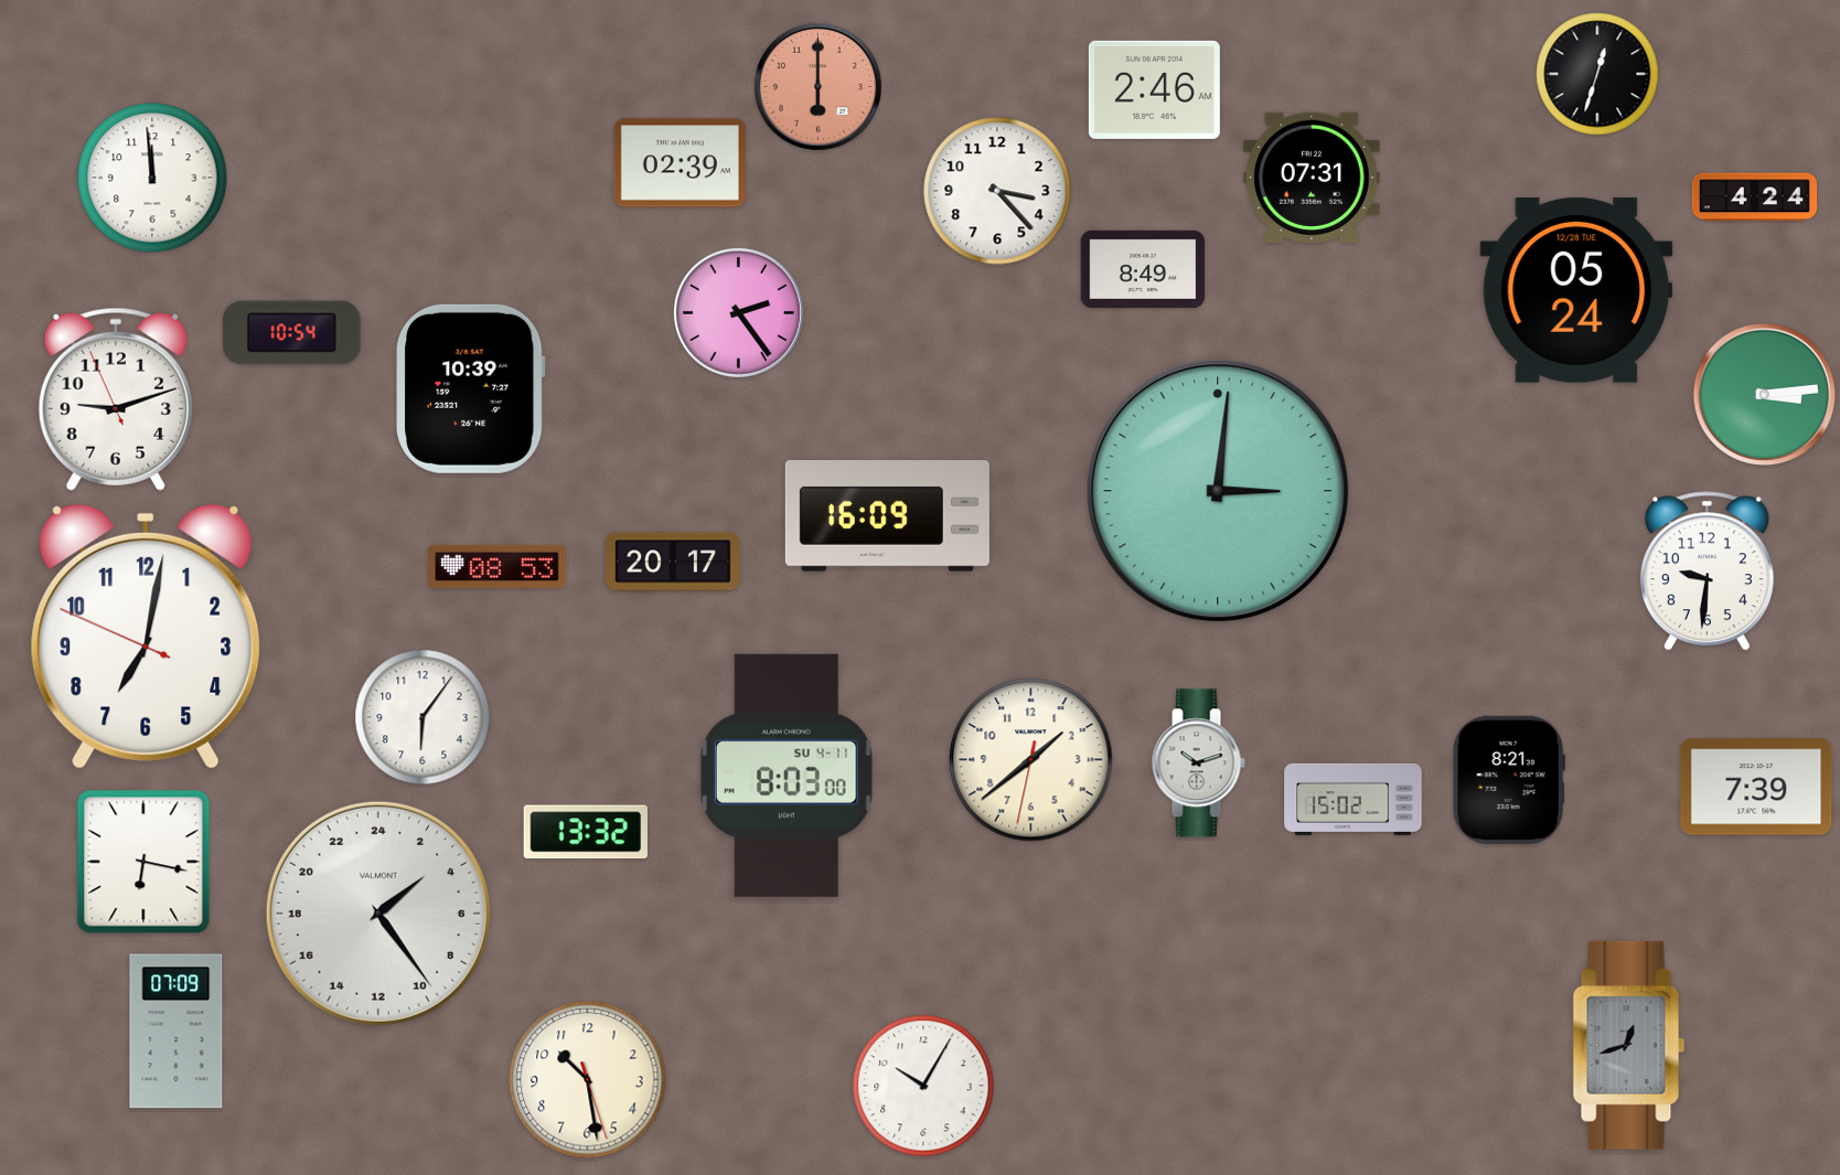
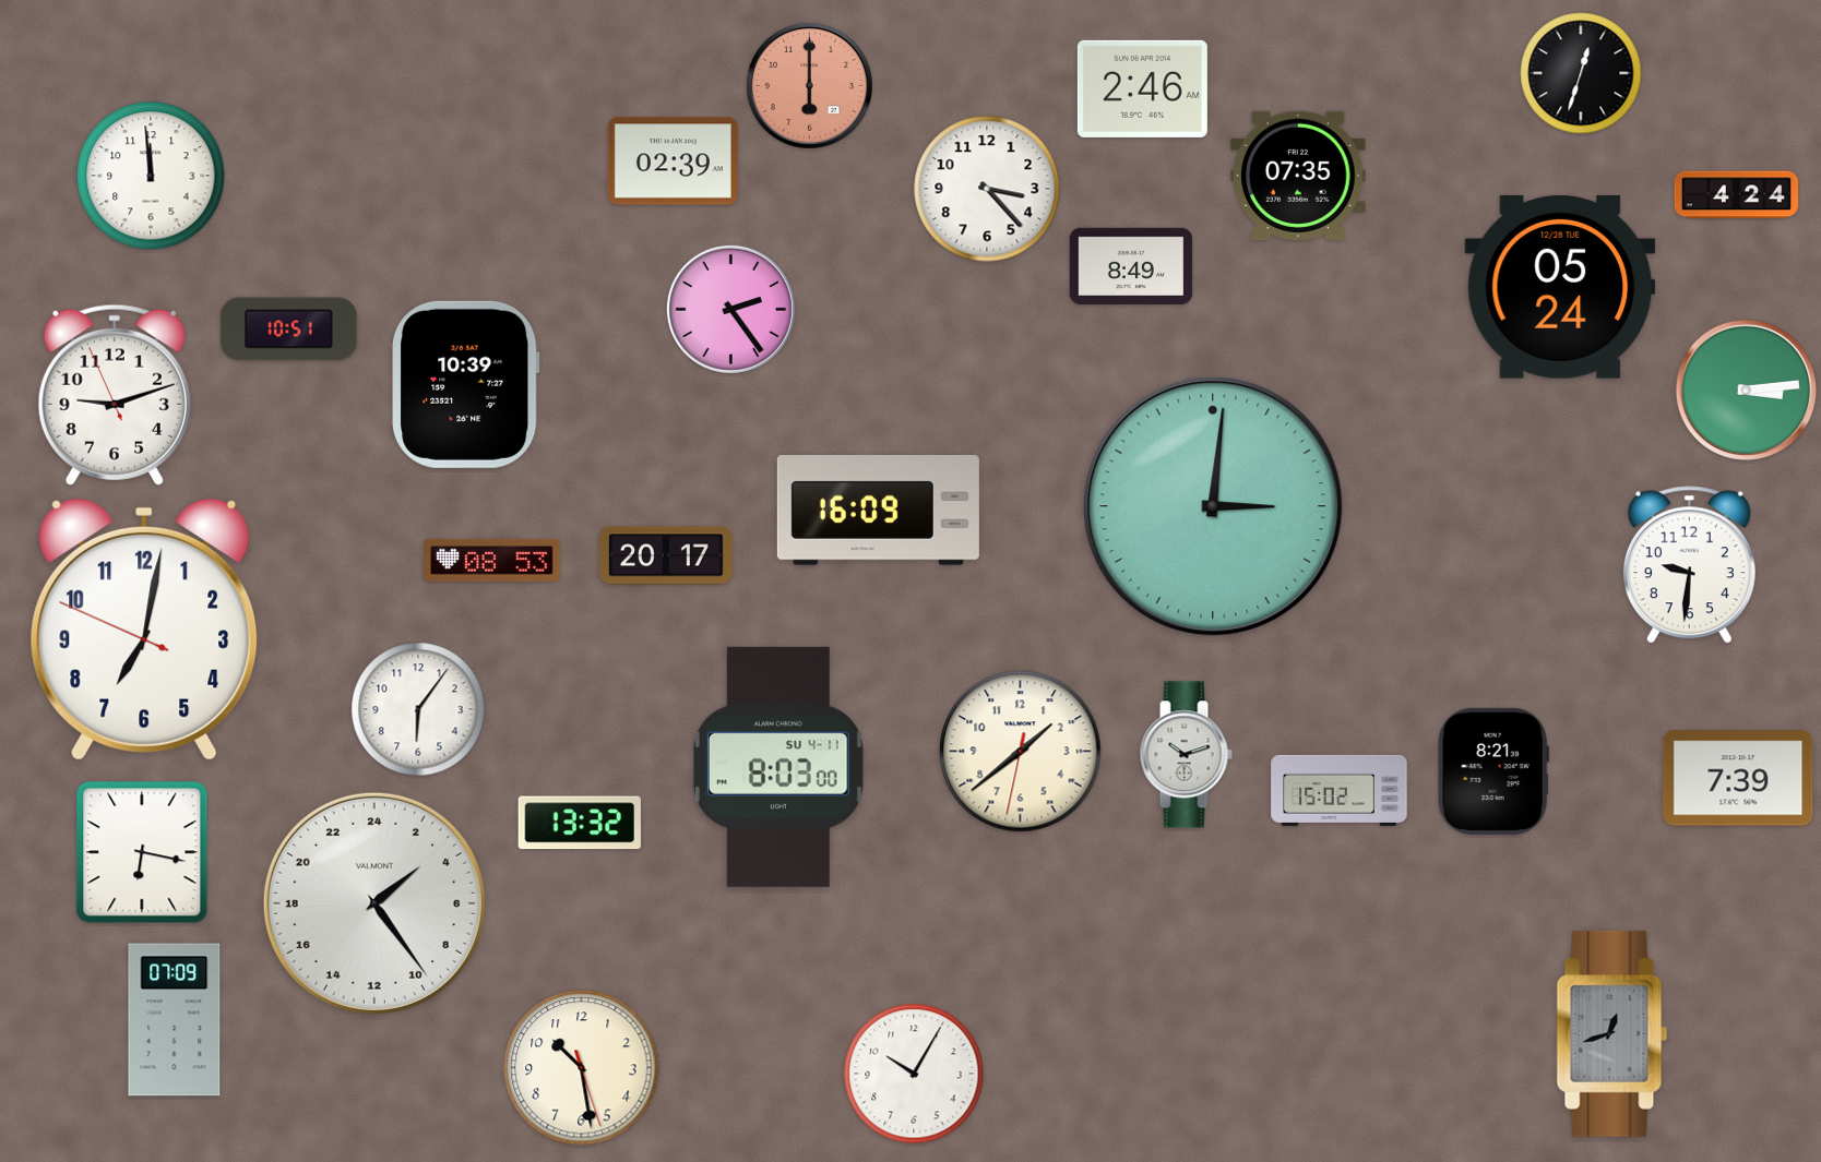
clock at (1313, 178): 07:31 -> 07:35
clock at (292, 333): 10:54 -> 10:51
clock at (1218, 491) position: (1218, 491) -> (1213, 506)
